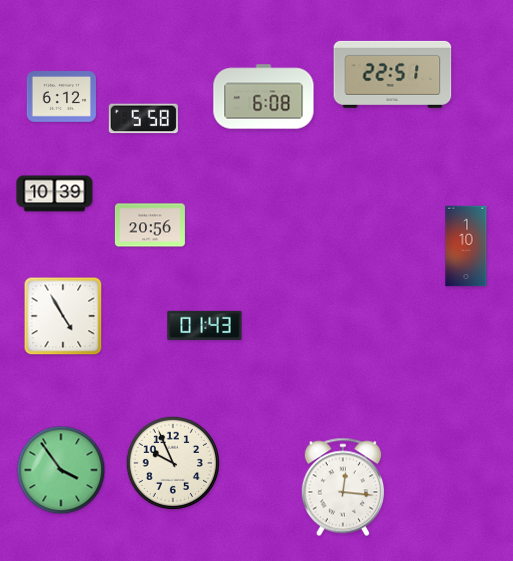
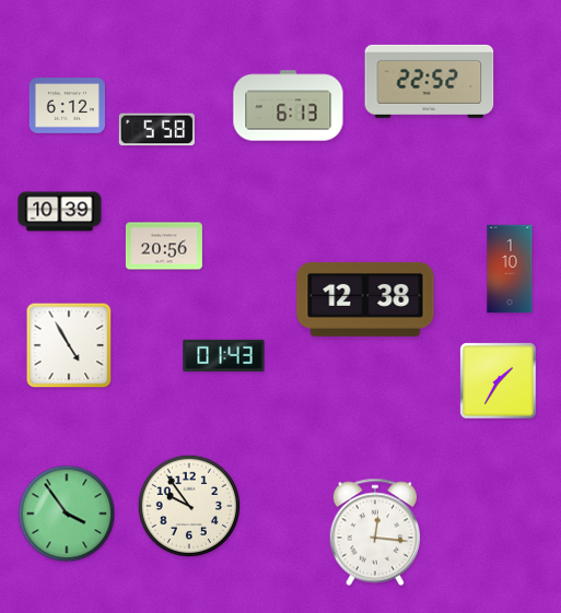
clock at (393, 74): 22:51 -> 22:52
clock at (264, 97): 6:08 -> 6:13
clock at (365, 299): none -> 12:38
clock at (499, 381): none -> 1:35
clock at (172, 462): 9:56 -> 9:54
